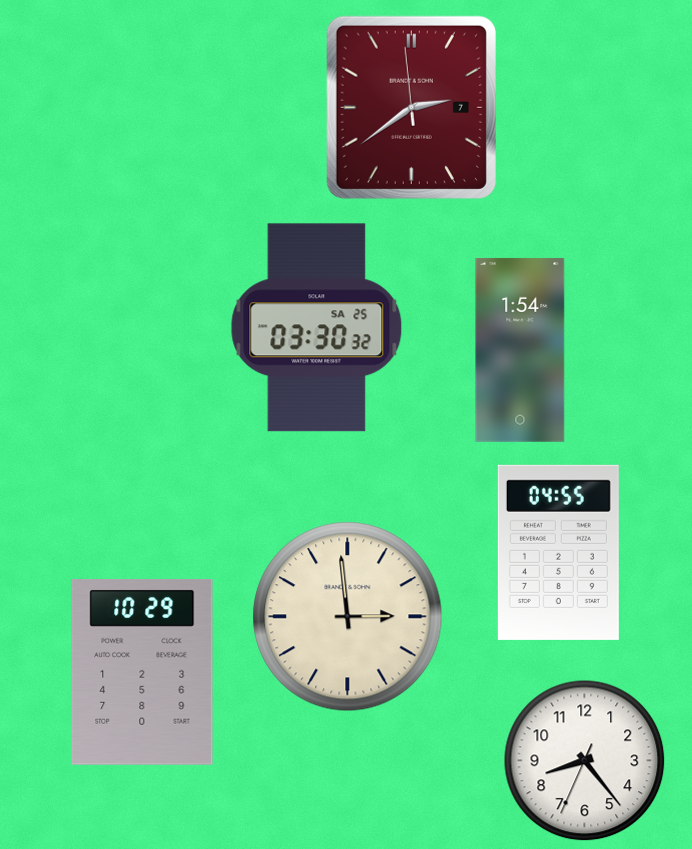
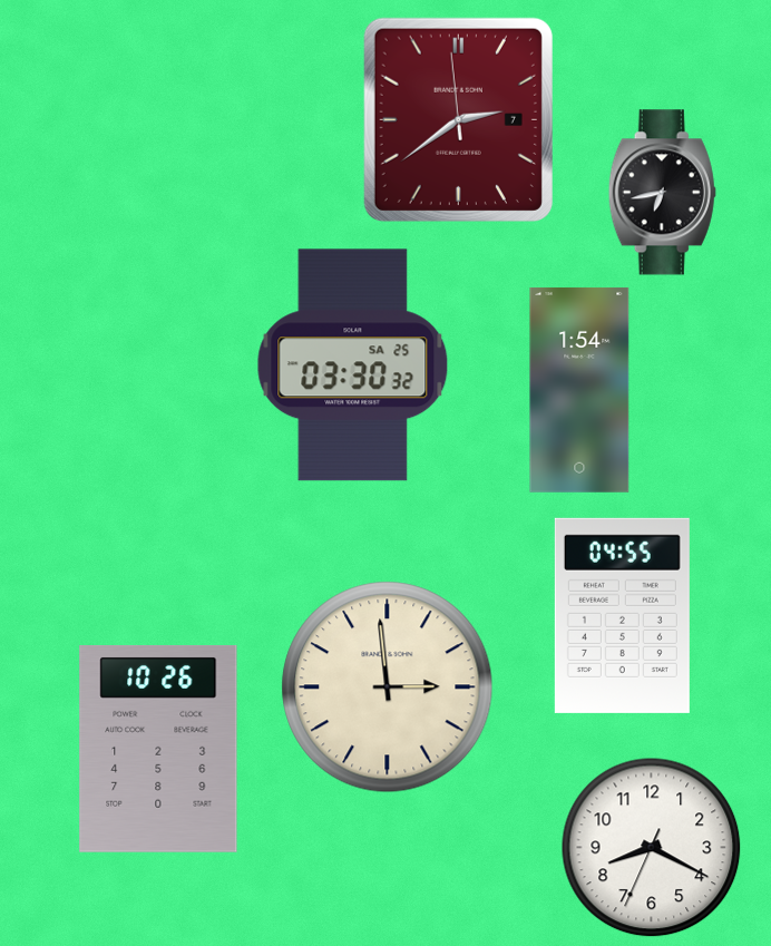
clock at (662, 193): none -> 6:43
clock at (142, 673): 10:29 -> 10:26
clock at (585, 761): 8:23 -> 8:19
